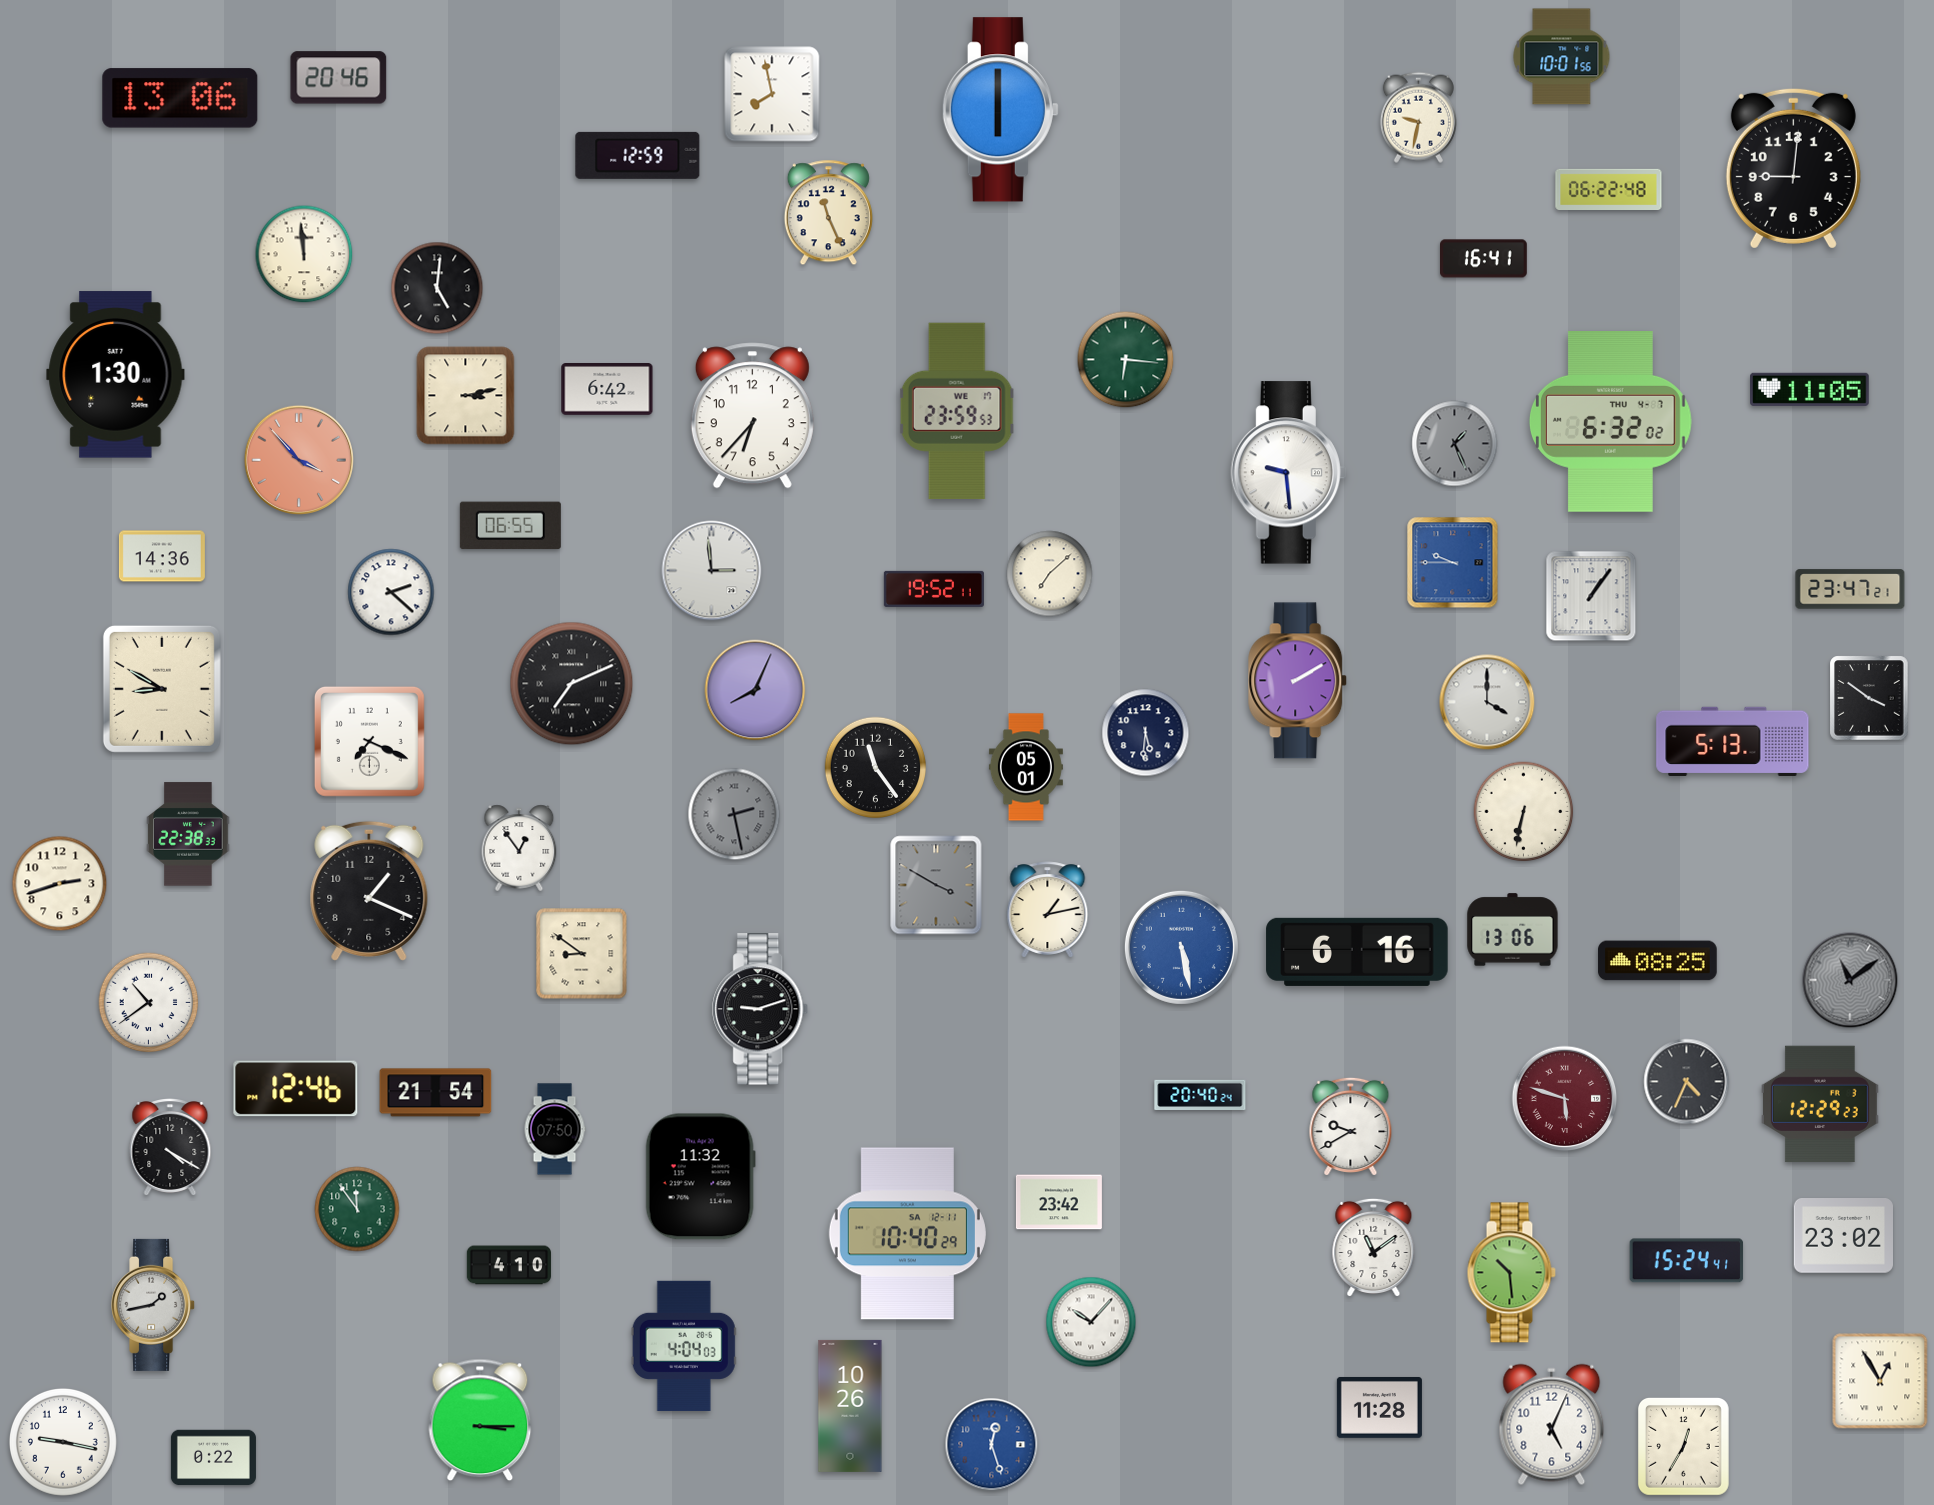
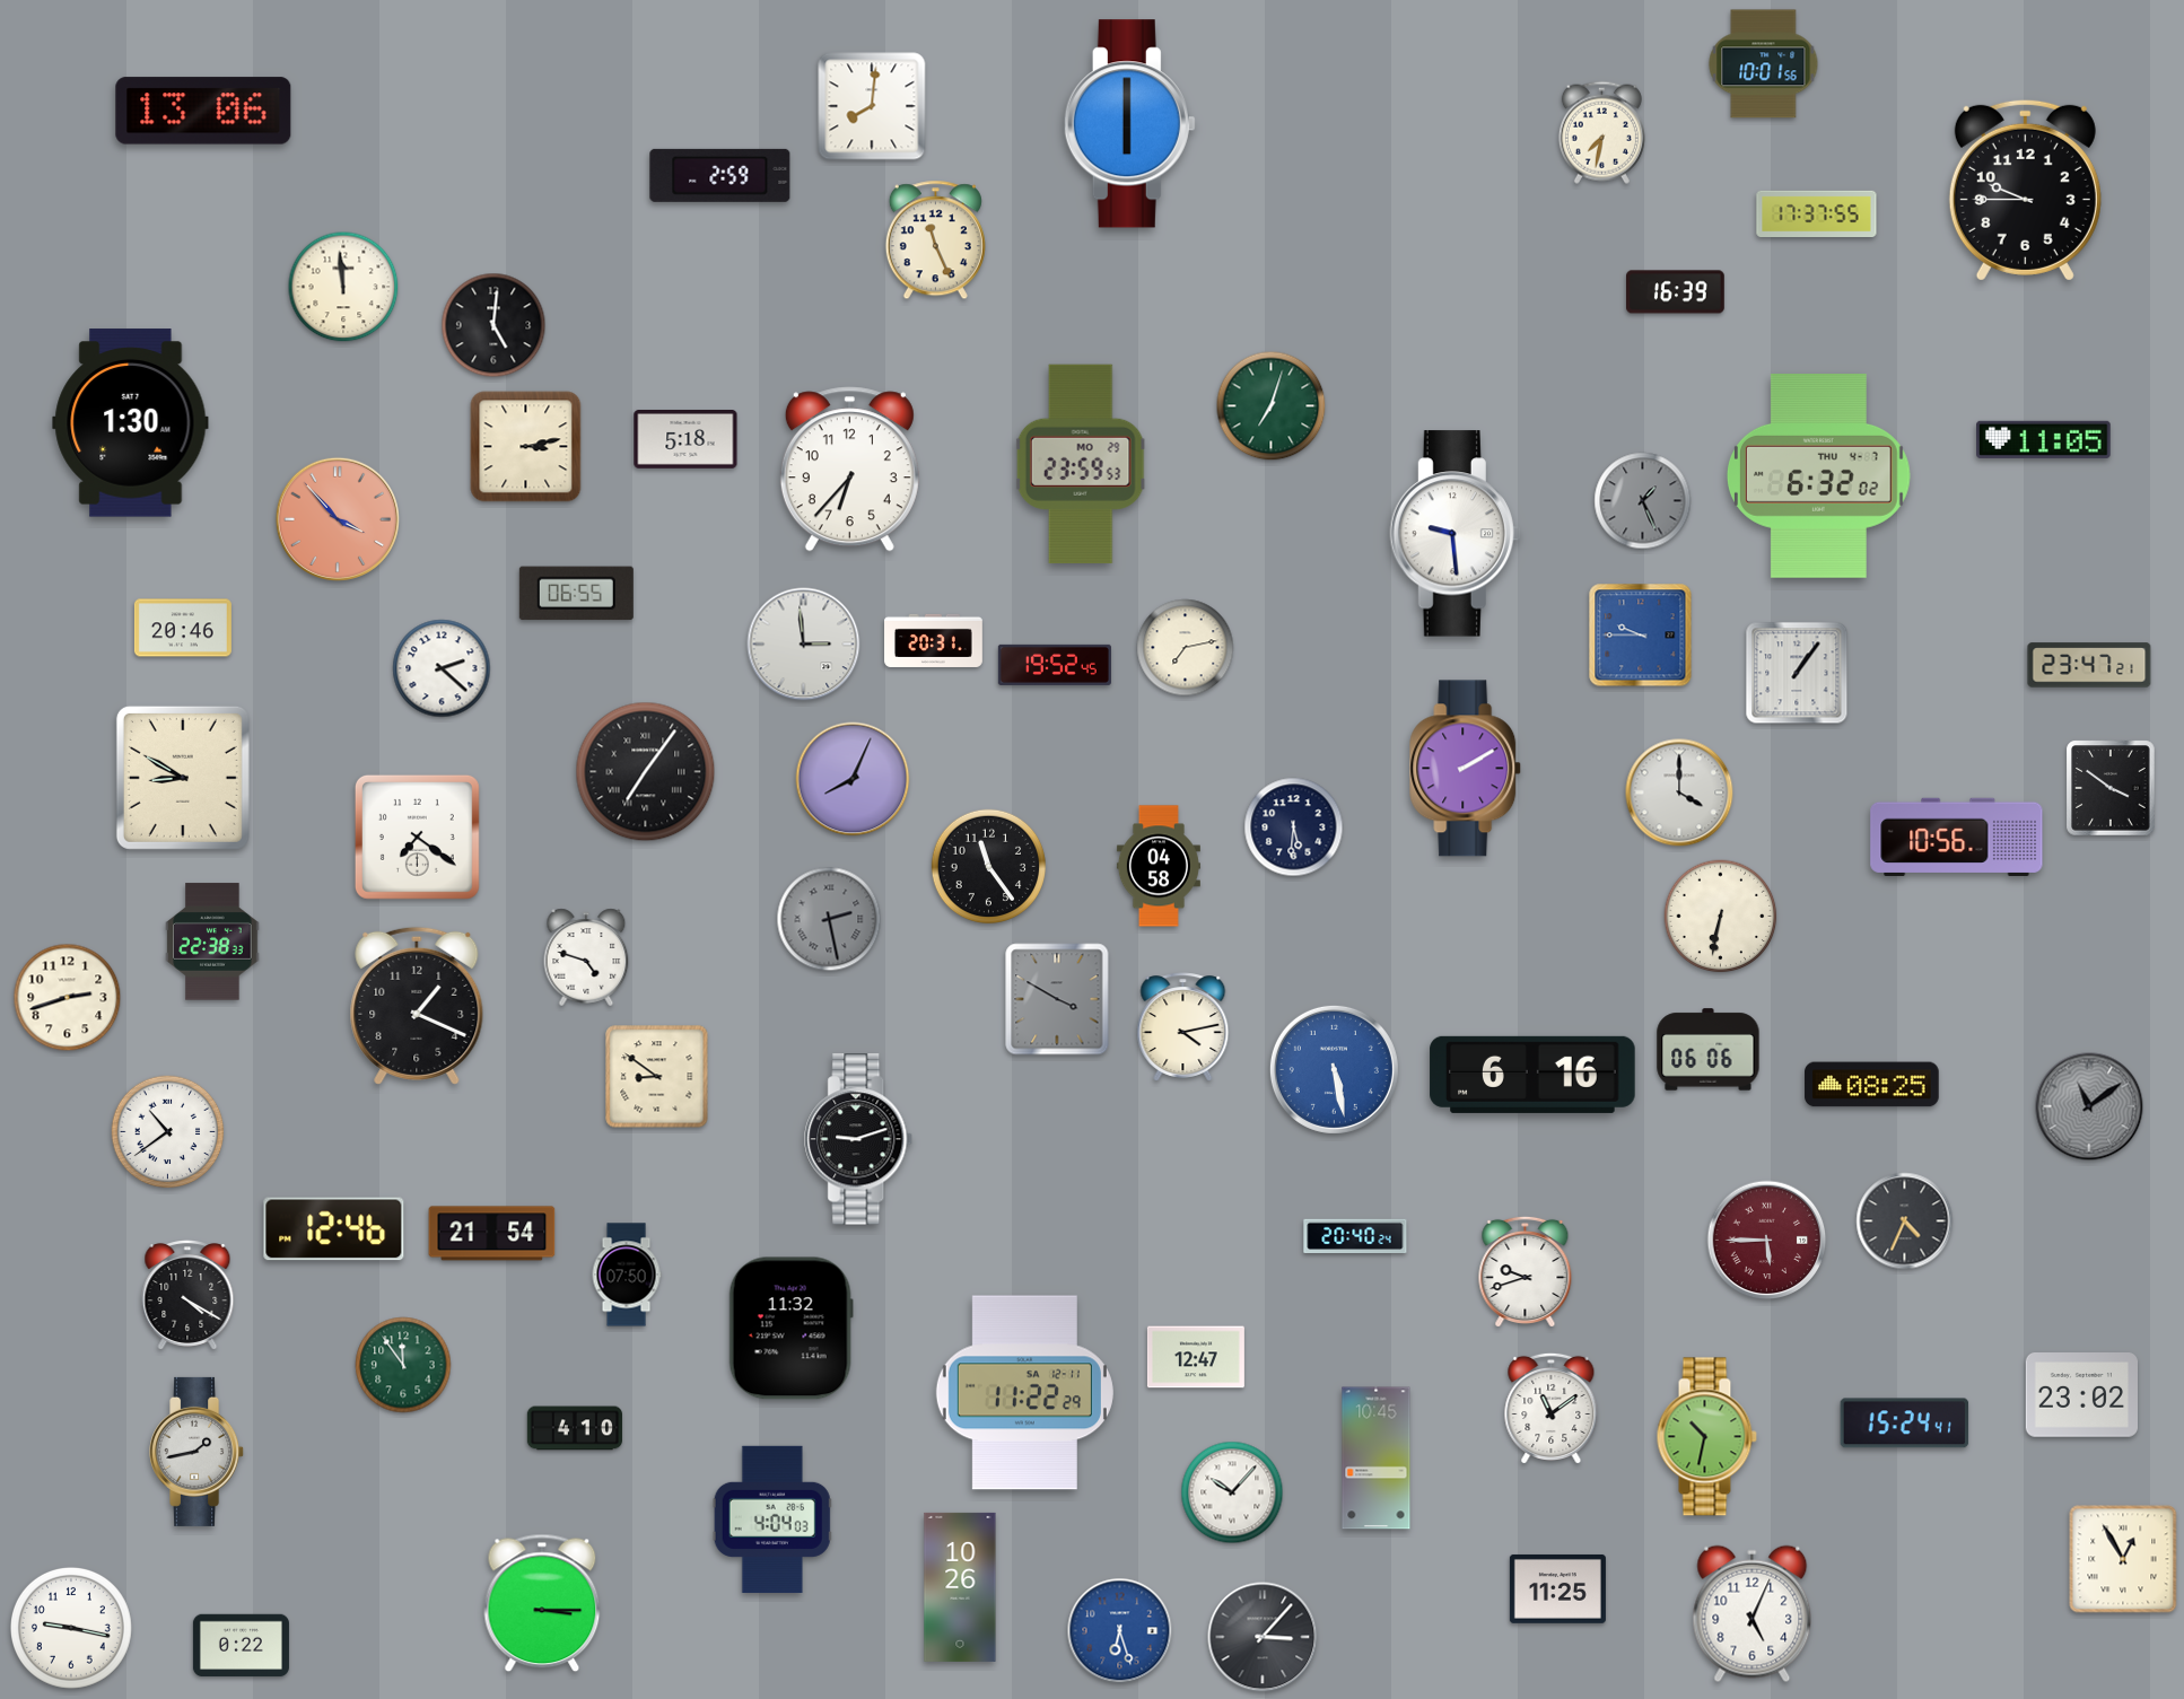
clock at (339, 78): 20:46 -> none
clock at (772, 94): 7:58 -> 8:01
clock at (1418, 117): 9:32 -> 7:32
clock at (638, 155): 12:59 -> 2:59
clock at (1793, 168): 9:01 -> 9:45
clock at (1609, 189): 06:22 -> 17:37
clock at (1484, 259): 16:41 -> 16:39
clock at (1126, 360): 6:16 -> 7:03
clock at (607, 390): 6:42 -> 5:18
clock at (957, 411) date: WE 17 -> MO 29
clock at (162, 556): 14:36 -> 20:46
clock at (934, 640): none -> 20:31
clock at (1050, 574): 7:08 -> 7:13
clock at (934, 589): 19:52:11 -> 19:52:45
clock at (572, 684): 7:11 -> 7:06
clock at (369, 741): 7:19 -> 7:21
clock at (1733, 741): 5:13 -> 10:56
clock at (1026, 767): 05:01 -> 04:58
clock at (519, 848): 12:54 -> 4:48
clock at (1048, 910): 1:13 -> 4:13
clock at (1513, 930): 13:06 -> 06:06
clock at (1565, 1099): 5:48 -> 5:45
clock at (1820, 1104): 12:29 -> none
clock at (1351, 1126): 9:40 -> 9:42
clock at (170, 1148) position: (170, 1148) -> (187, 1296)
clock at (1059, 1202): 23:42 -> 12:47
clock at (907, 1234): 10:40 -> 11:22
clock at (1511, 1273): 10:29 -> 10:32
clock at (1377, 1459): none -> 10:45
clock at (154, 1305) position: (154, 1305) -> (198, 1452)
clock at (1379, 1407): 11:28 -> 11:25
clock at (1552, 1425) position: (1552, 1425) -> (1753, 1614)
clock at (992, 1445): 12:27 -> 6:27
clock at (1683, 1446): 12:35 -> none
clock at (1263, 1637): none -> 3:07
